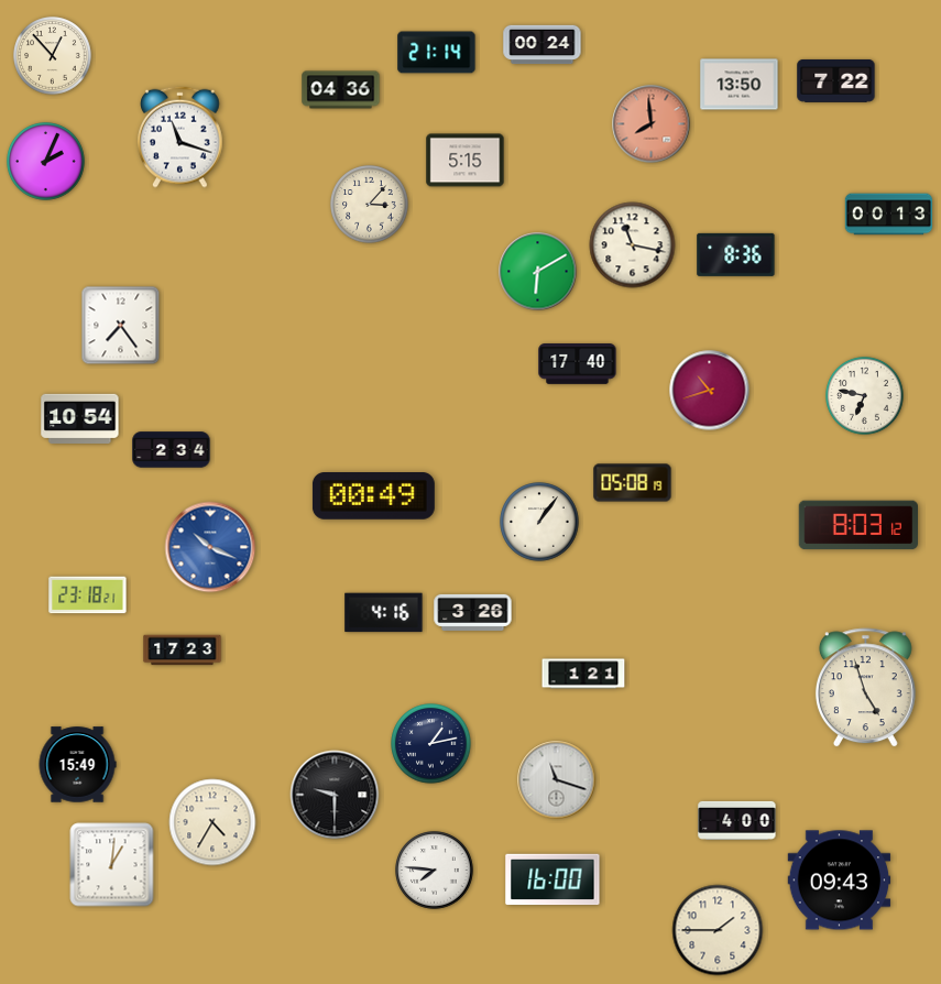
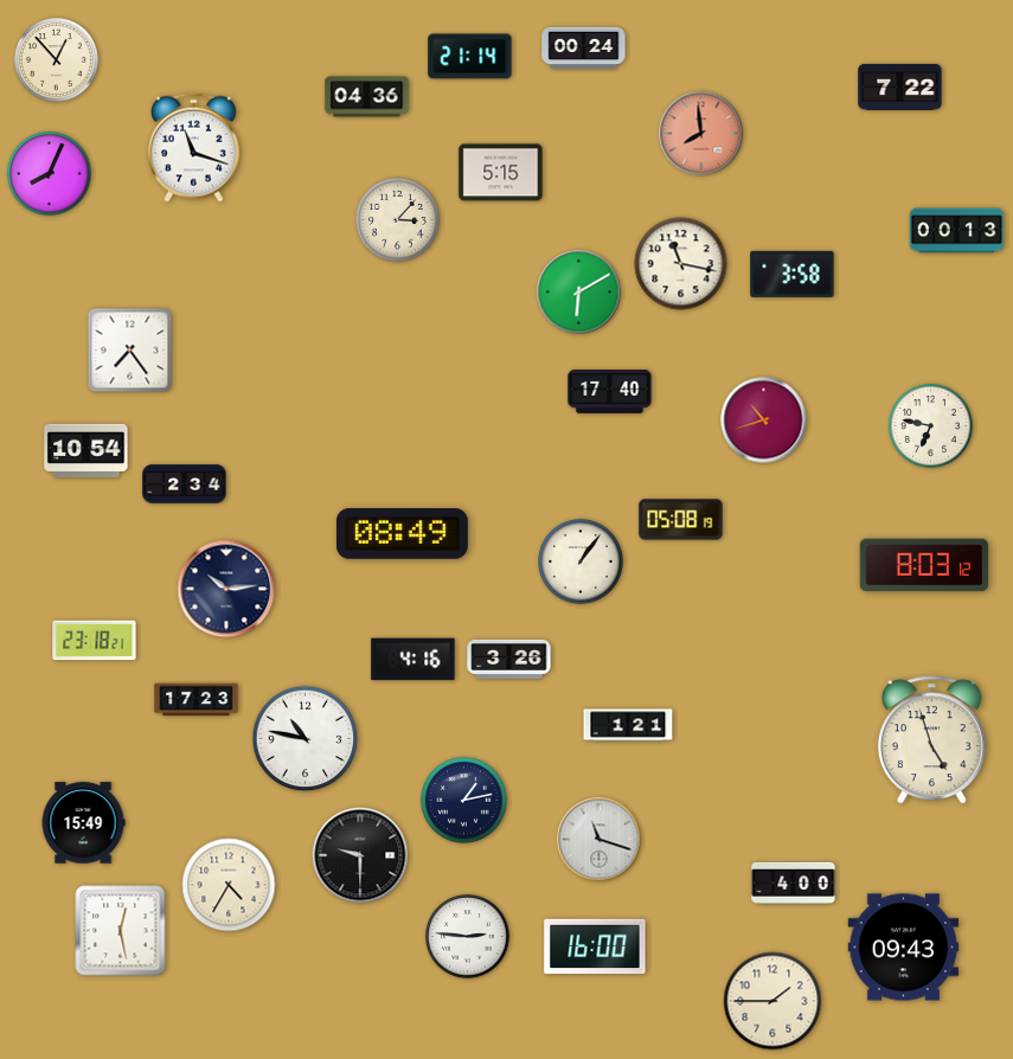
clock at (740, 85): 13:50 -> none
clock at (46, 162): 2:04 -> 8:04
clock at (736, 254): 8:36 -> 3:58
clock at (578, 364) position: (578, 364) -> (610, 392)
clock at (373, 496): 00:49 -> 08:49
clock at (210, 547): 10:19 -> 10:14
clock at (210, 547) dial: blue -> navy
clock at (306, 739): none -> 10:47
clock at (112, 865): 1:01 -> 12:28
clock at (435, 871): 7:46 -> 2:46
